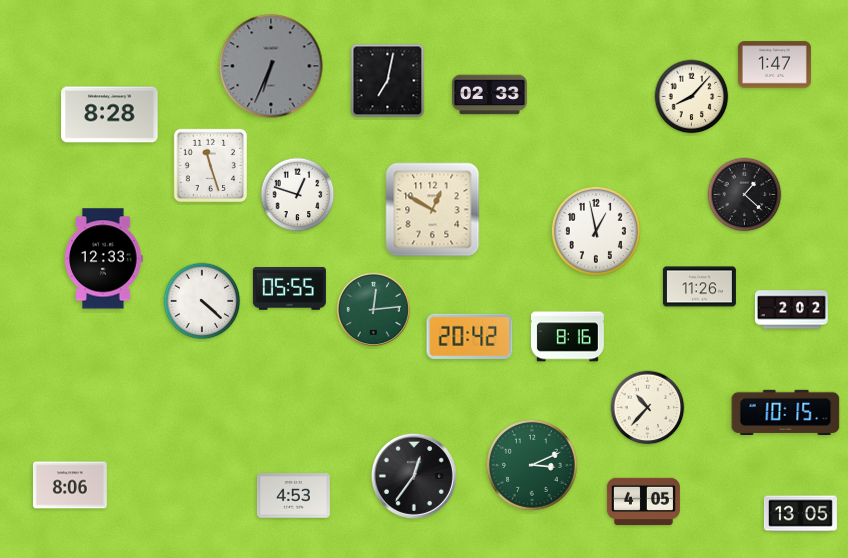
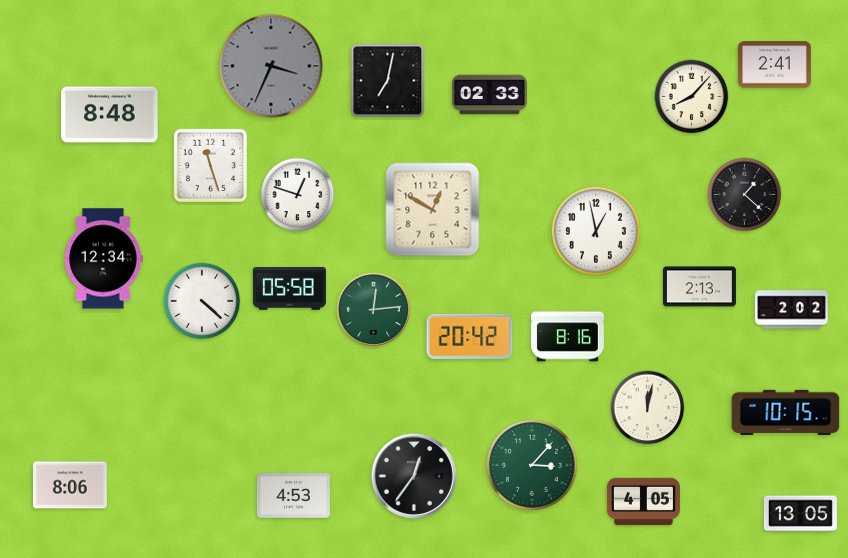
clock at (774, 65): 1:47 -> 2:41
clock at (271, 66): 6:34 -> 3:34
clock at (110, 115): 8:28 -> 8:48
clock at (104, 259): 12:33 -> 12:34
clock at (699, 287): 11:26 -> 2:13
clock at (289, 289): 05:55 -> 05:58
clock at (648, 408): 10:37 -> 12:02
clock at (532, 465): 3:11 -> 3:07
